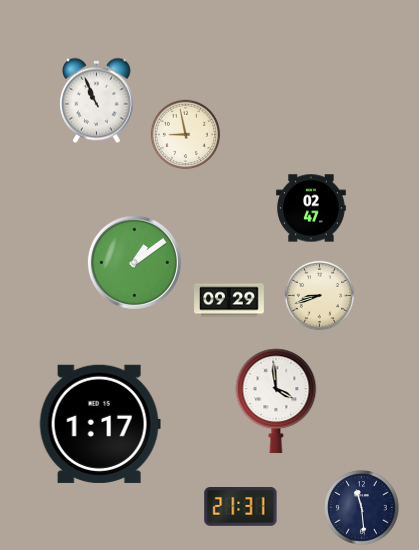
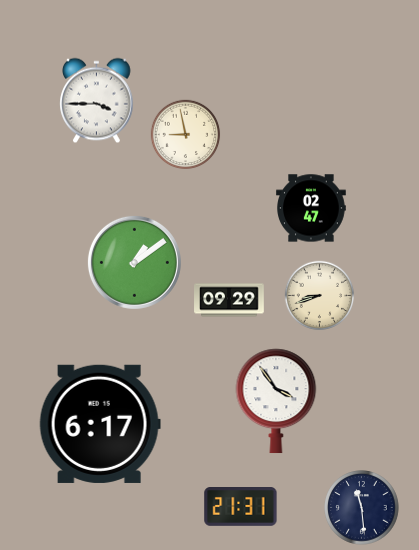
clock at (97, 101): 10:56 -> 3:45
clock at (276, 401): 3:59 -> 3:54
clock at (100, 424): 1:17 -> 6:17
